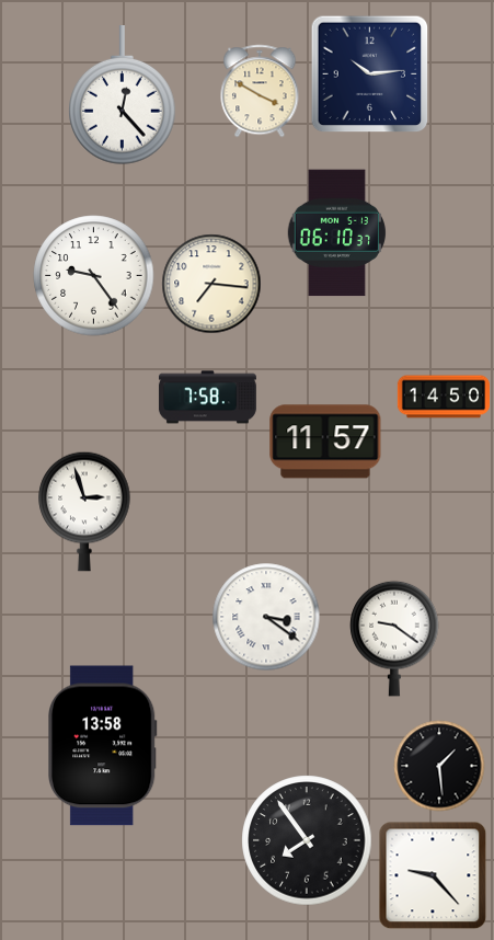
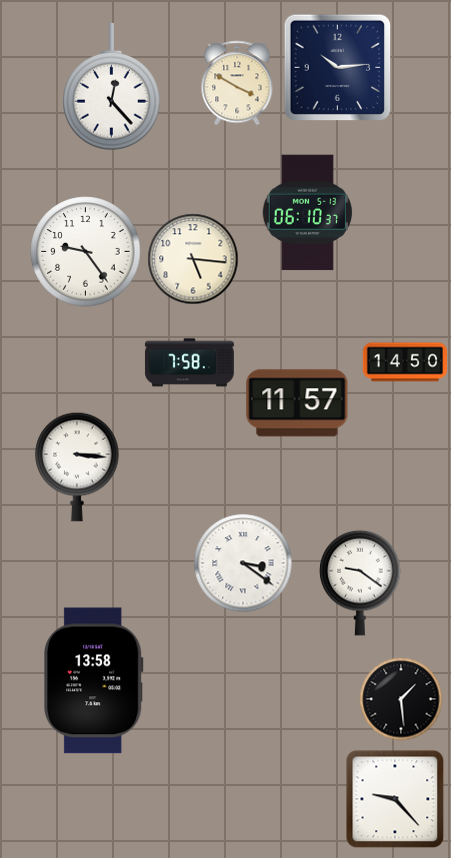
clock at (211, 284): 7:16 -> 5:16
clock at (84, 512): 2:57 -> 3:16
clock at (307, 840): 7:54 -> none
